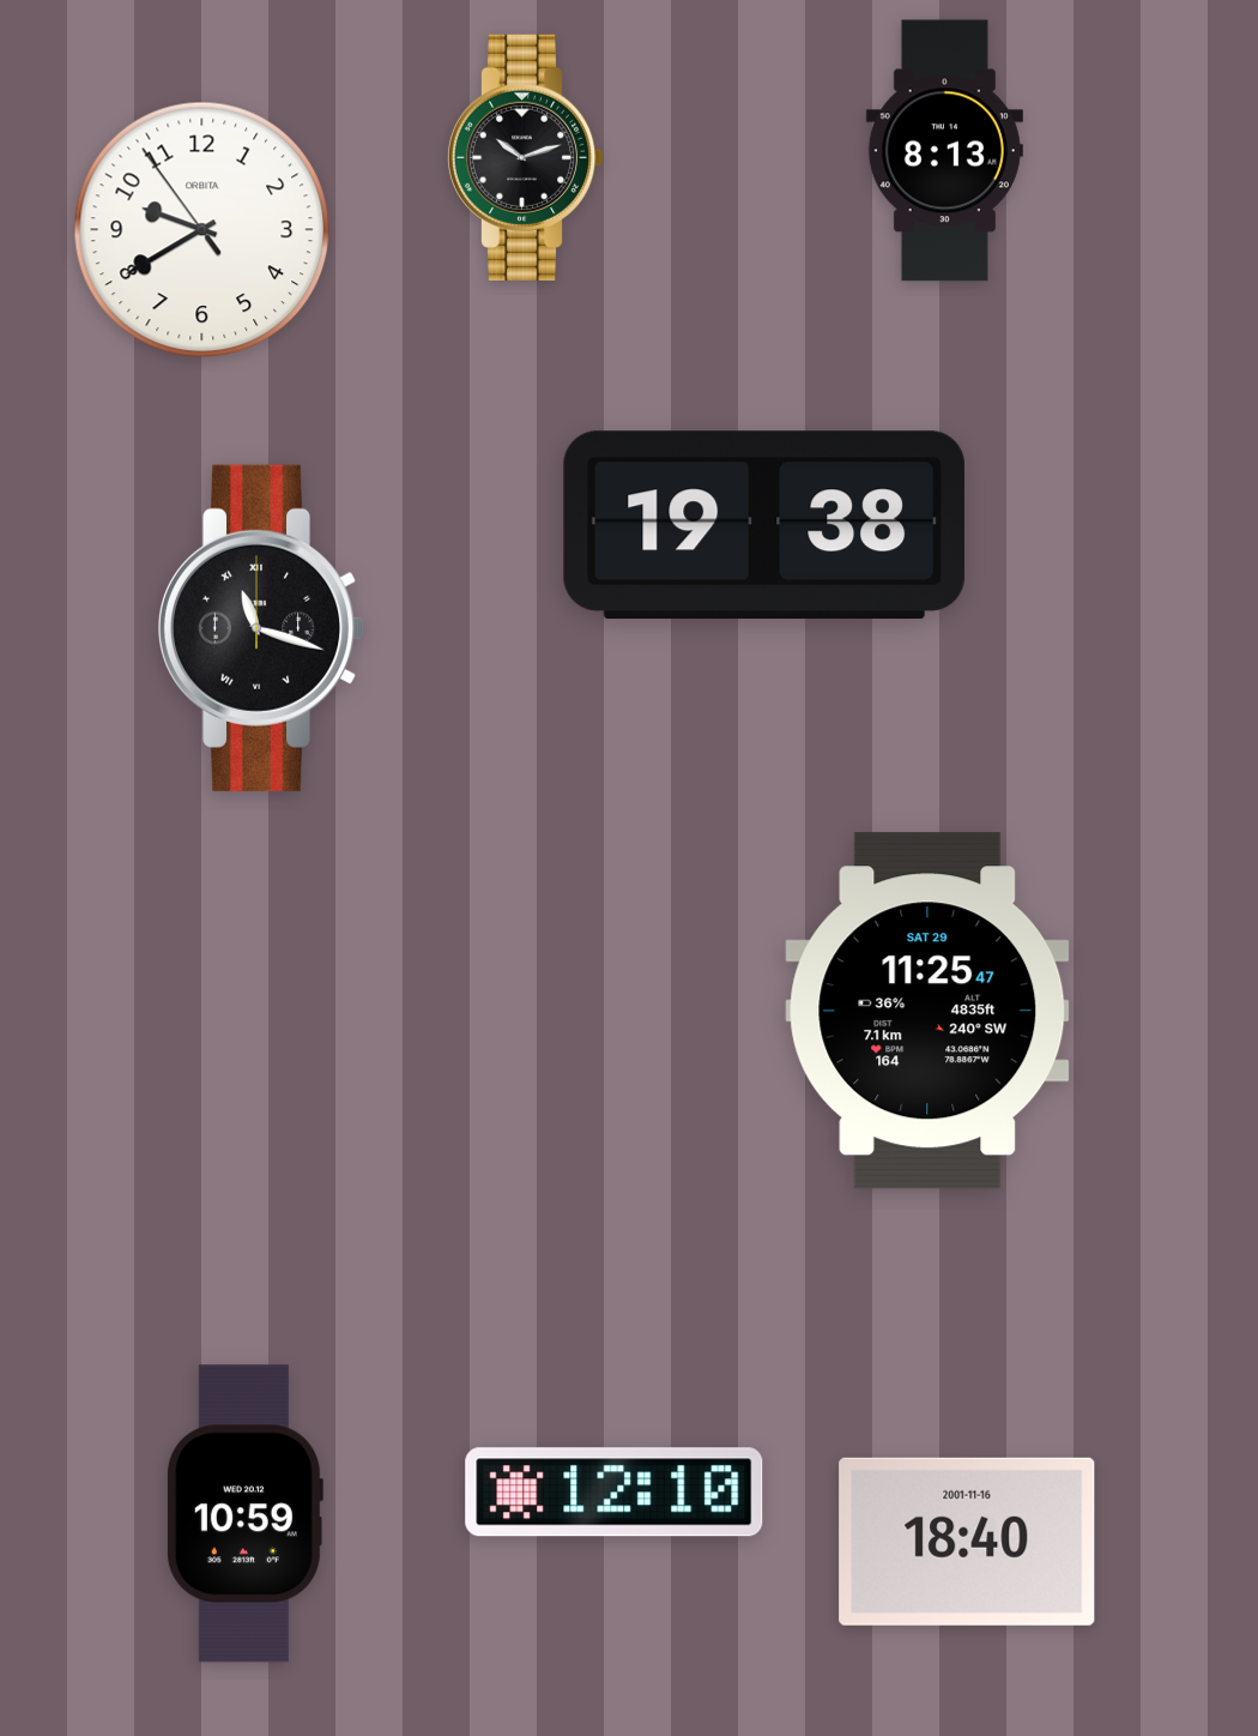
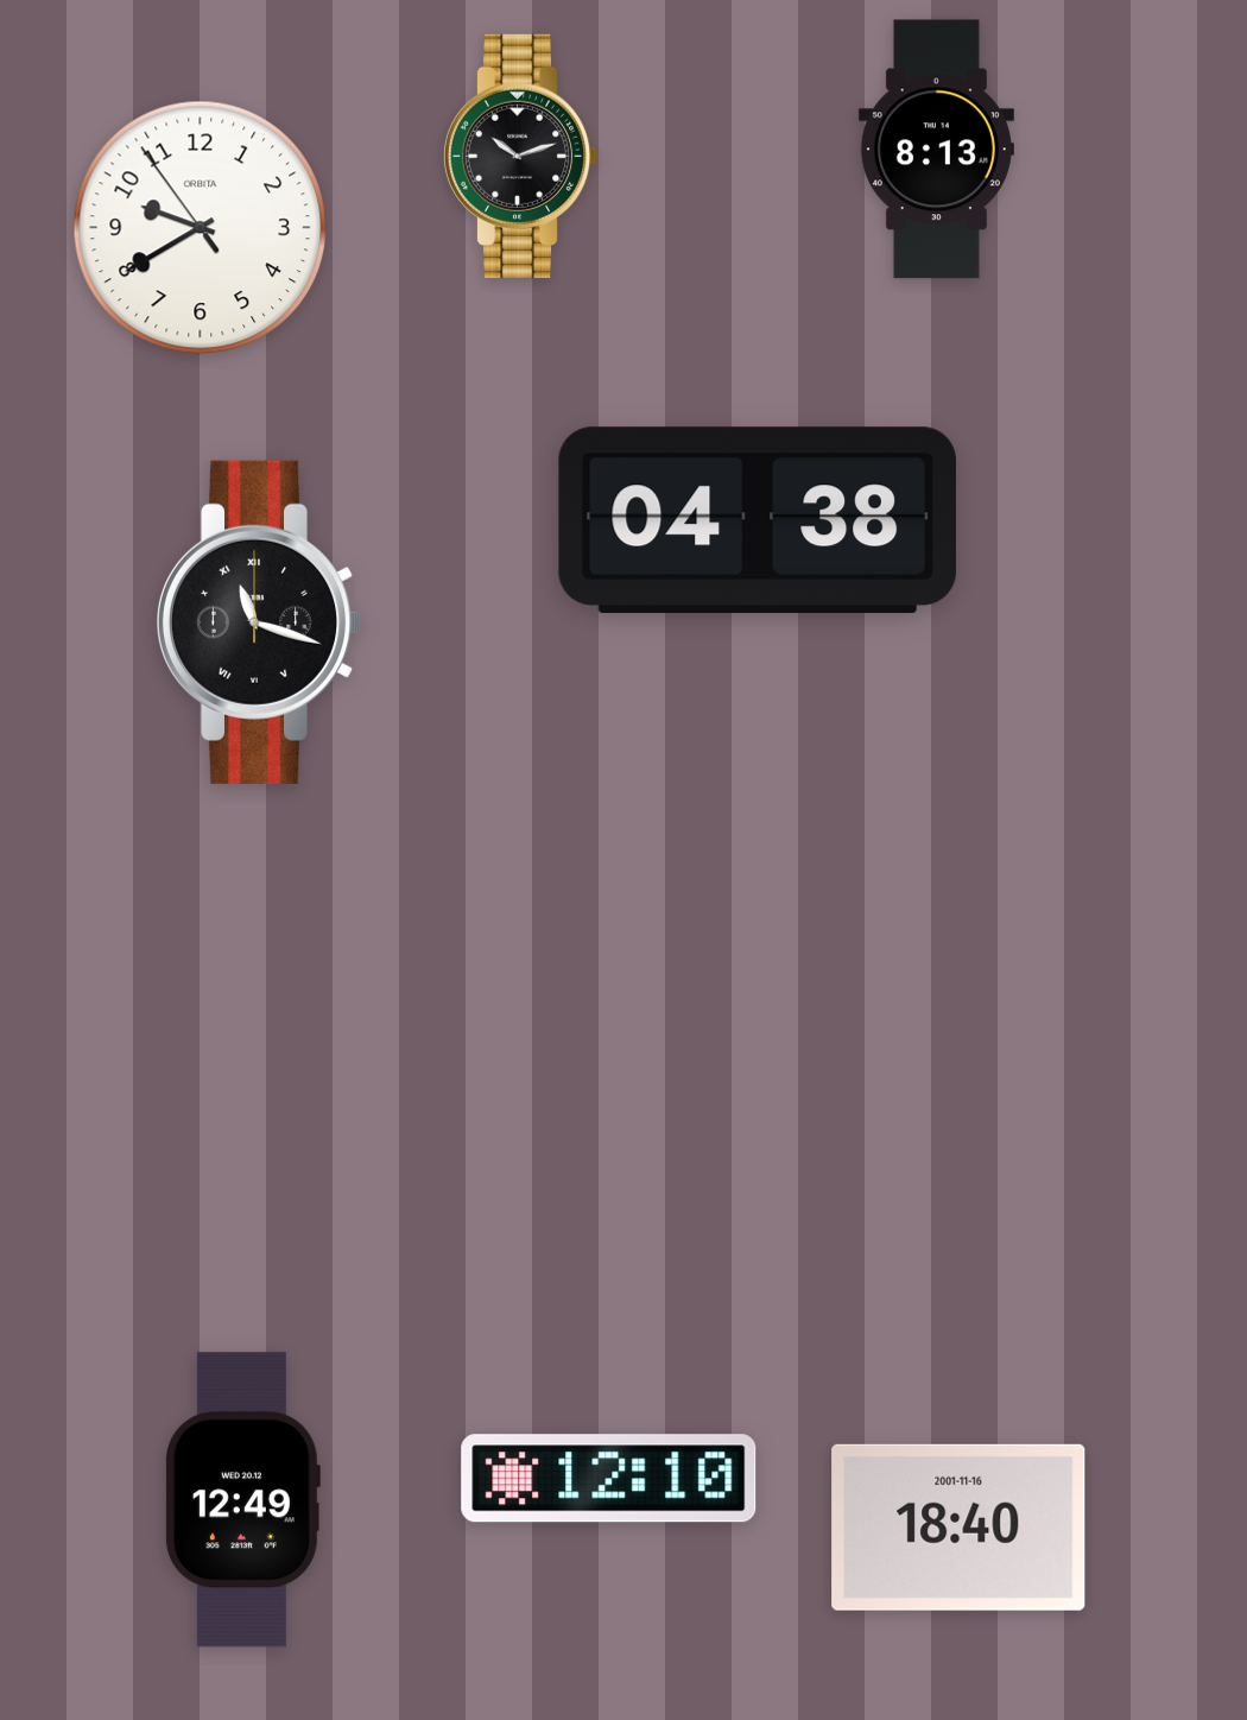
clock at (764, 525): 19:38 -> 04:38
clock at (927, 1011): 11:25 -> none
clock at (244, 1514): 10:59 -> 12:49
